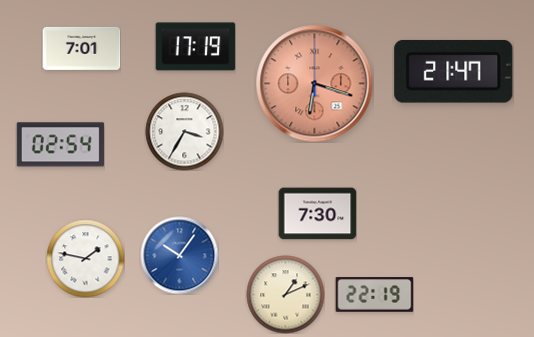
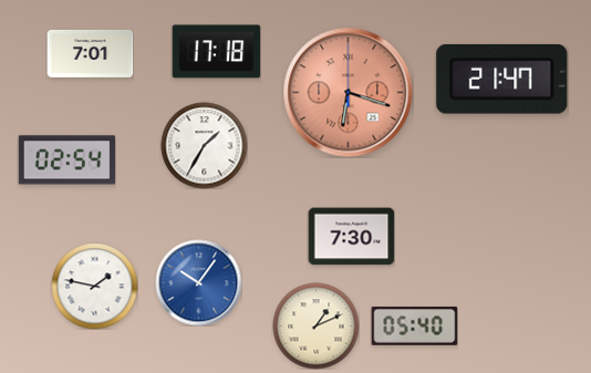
clock at (195, 47): 17:19 -> 17:18
clock at (184, 131): 3:35 -> 1:35
clock at (374, 295): 22:19 -> 05:40
